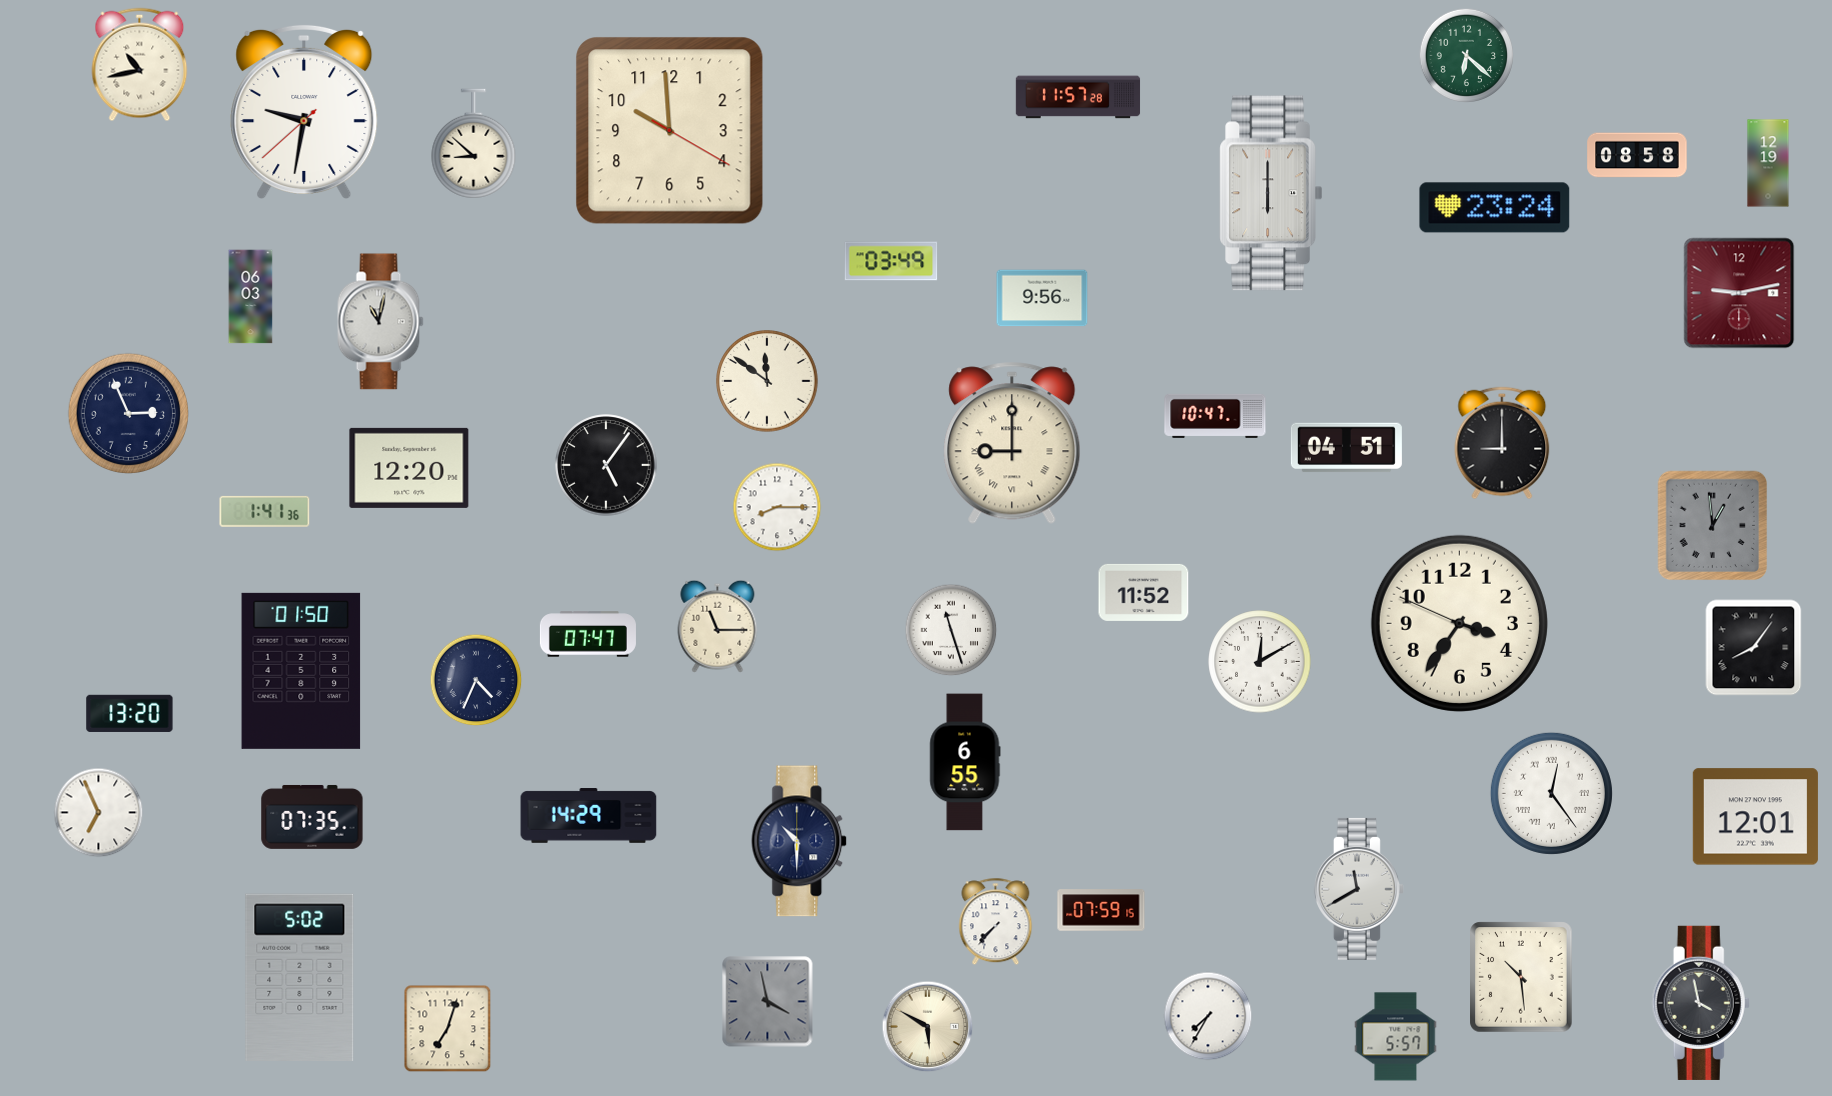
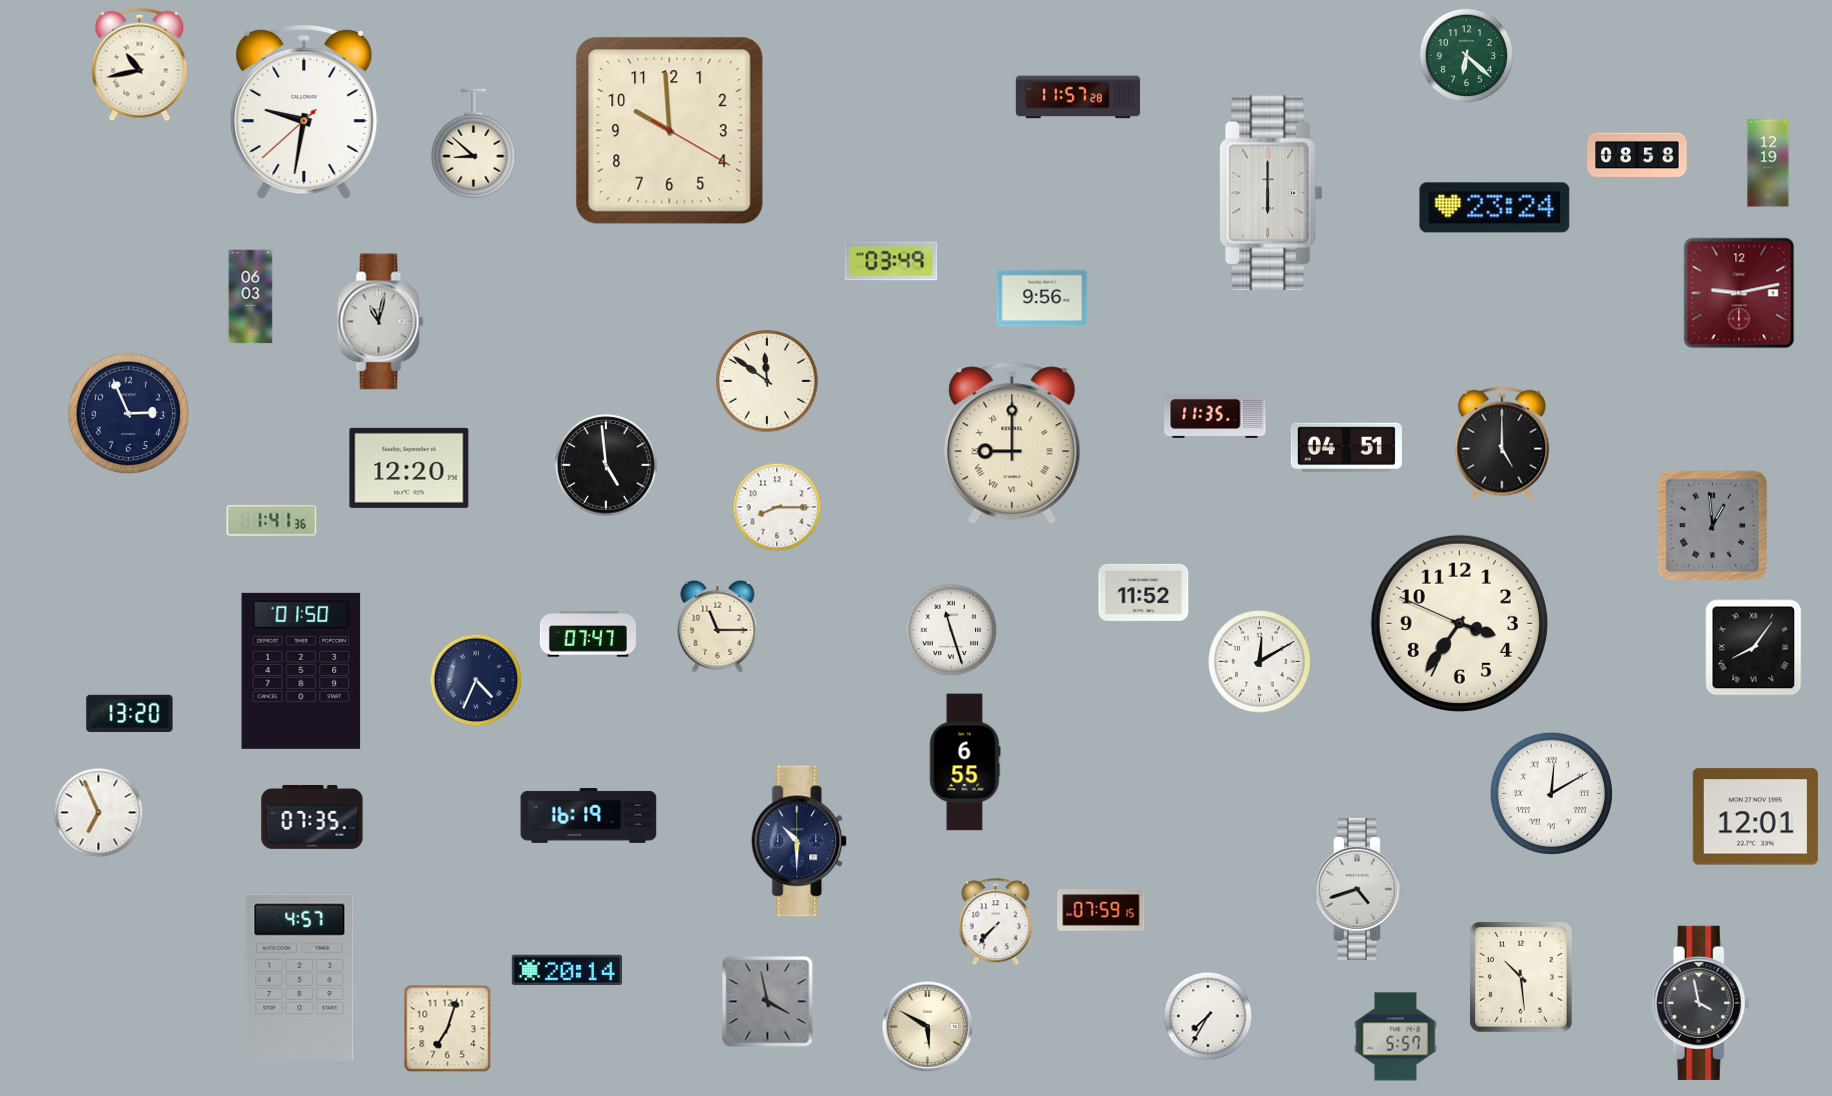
clock at (1215, 416): 10:47 -> 11:35
clock at (1502, 443): 9:00 -> 5:00
clock at (606, 465): 5:06 -> 4:59
clock at (265, 511) position: (265, 511) -> (272, 520)
clock at (1551, 793): 12:24 -> 12:10
clock at (589, 816): 14:29 -> 16:19
clock at (1359, 889): 11:40 -> 4:42
clock at (567, 970): none -> 20:14
clock at (300, 977): 5:02 -> 4:57
